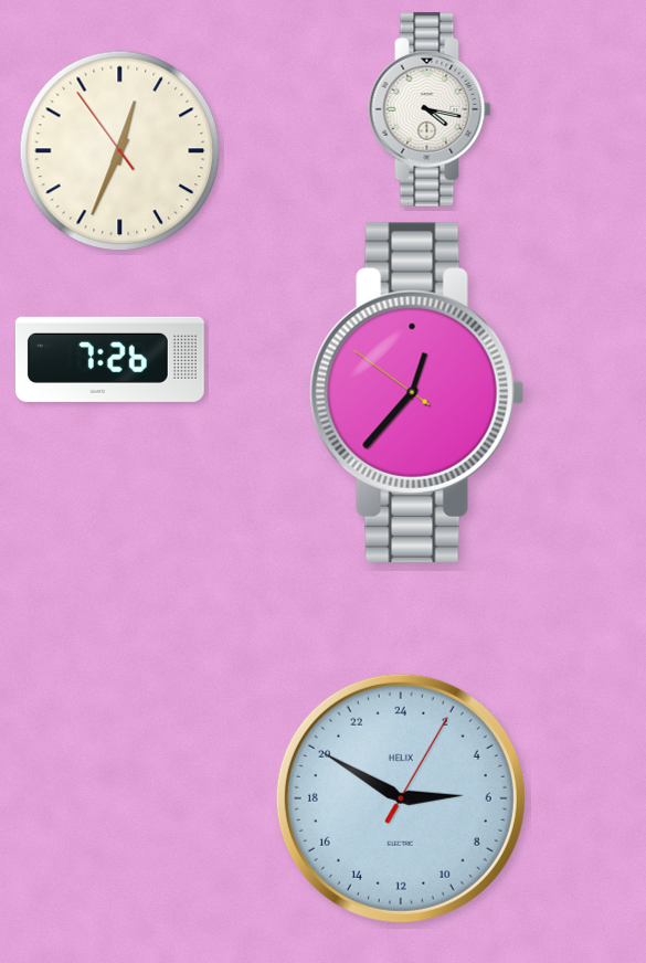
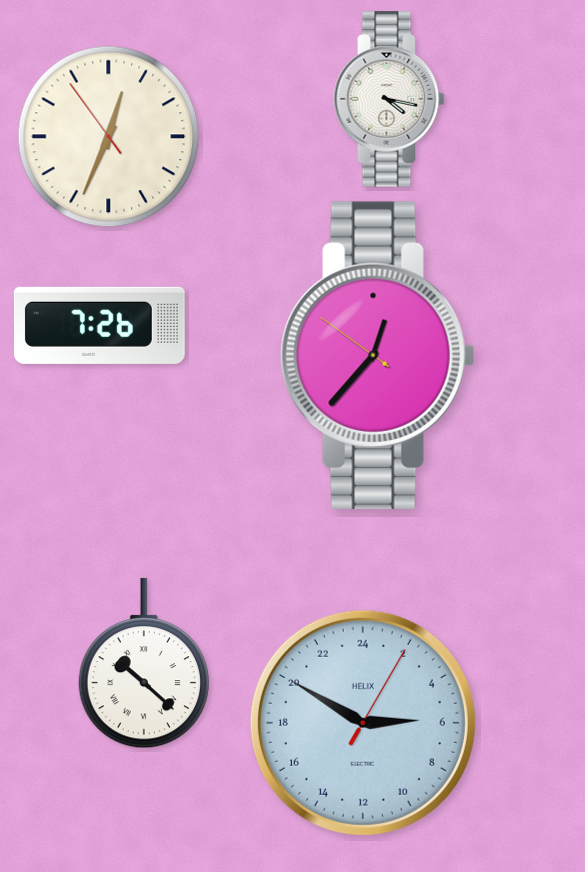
clock at (144, 663): none -> 10:22
